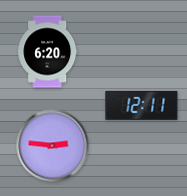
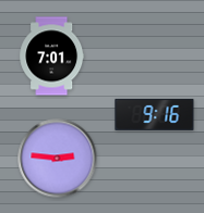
clock at (48, 52): 6:20 -> 7:01
clock at (142, 105): 12:11 -> 9:16
